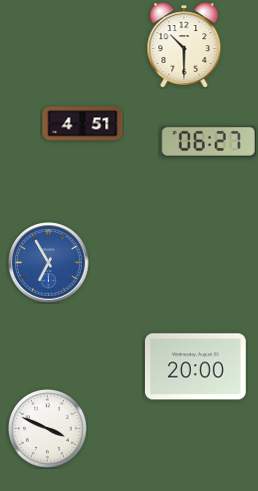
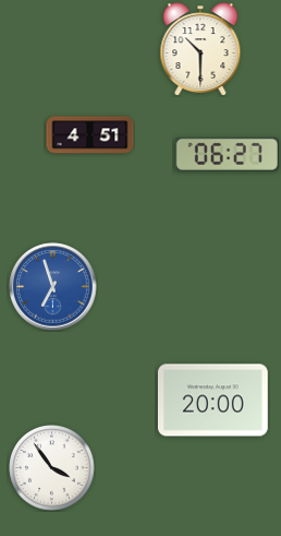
clock at (49, 263): 6:55 -> 6:57
clock at (48, 429): 3:49 -> 3:54
